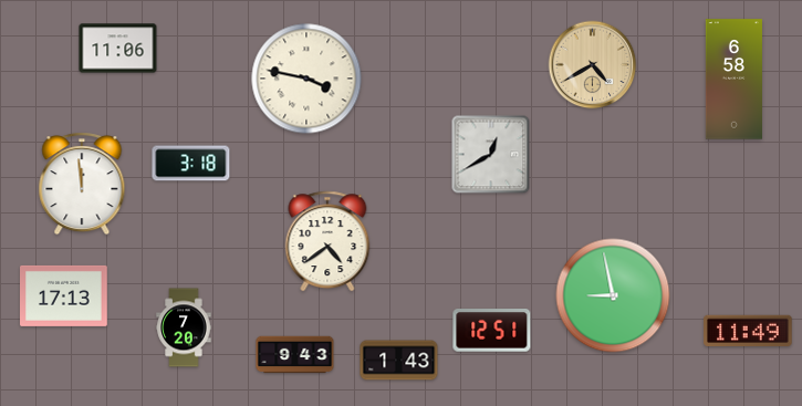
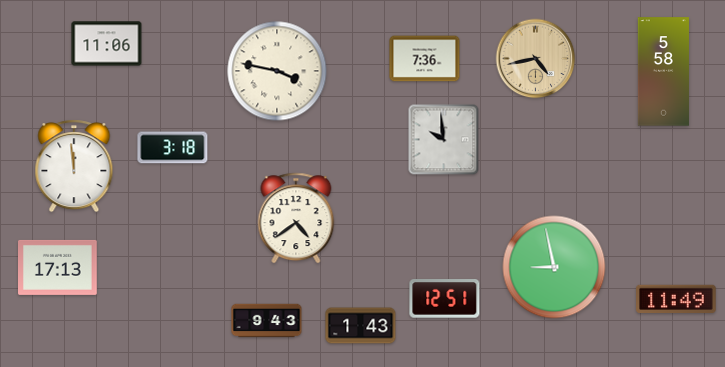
clock at (425, 59): none -> 7:36
clock at (593, 65): 4:40 -> 4:43
clock at (733, 80): 6:58 -> 5:58
clock at (491, 155): 12:40 -> 9:59
clock at (184, 327): 7:20 -> none
